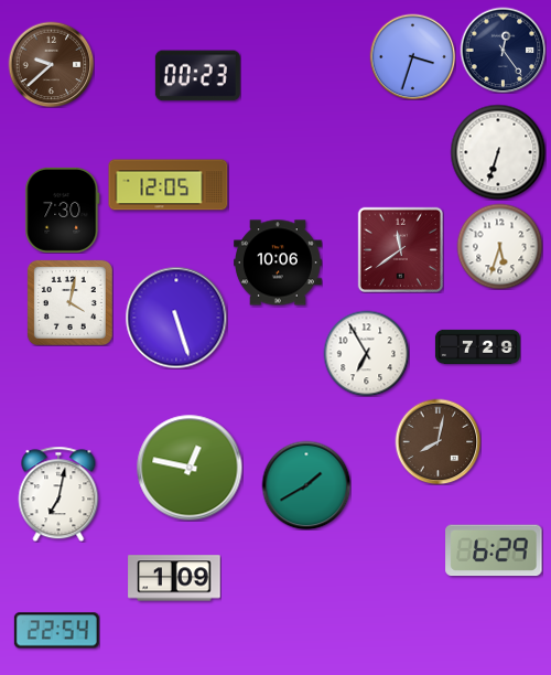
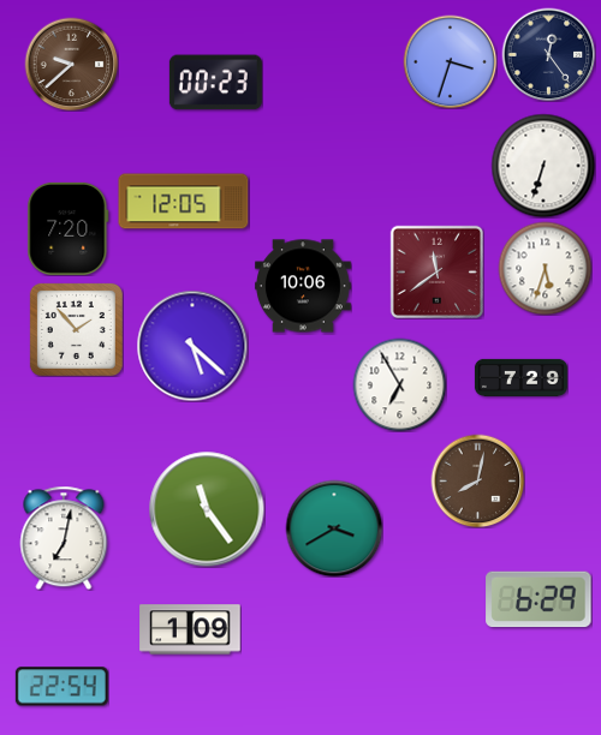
clock at (51, 64) position: (51, 64) -> (71, 64)
clock at (63, 210): 7:30 -> 7:20
clock at (69, 302): 4:02 -> 1:53
clock at (176, 318): 5:27 -> 5:22
clock at (190, 468): 12:47 -> 11:24
clock at (306, 485): 1:40 -> 3:40
